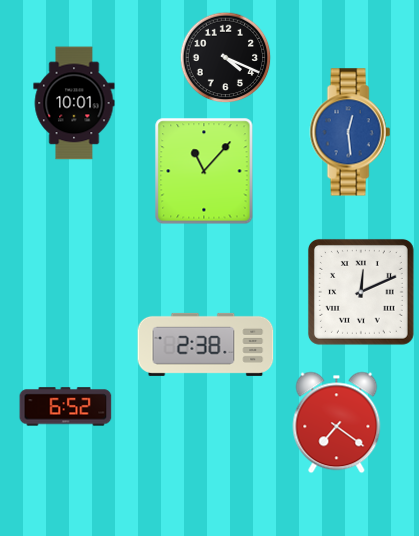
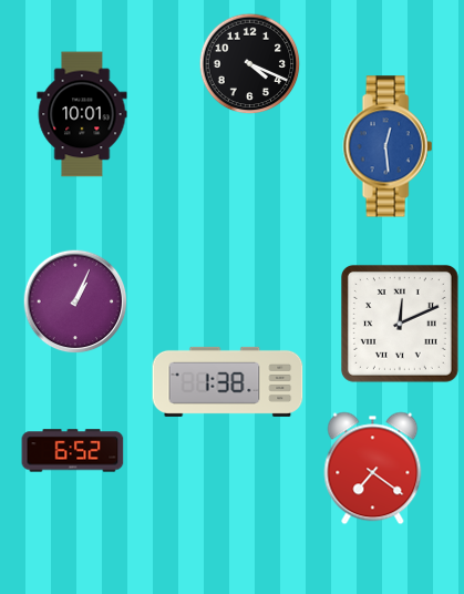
clock at (204, 171): 11:07 -> none
clock at (75, 301): none -> 1:04
clock at (206, 344): 2:38 -> 1:38
